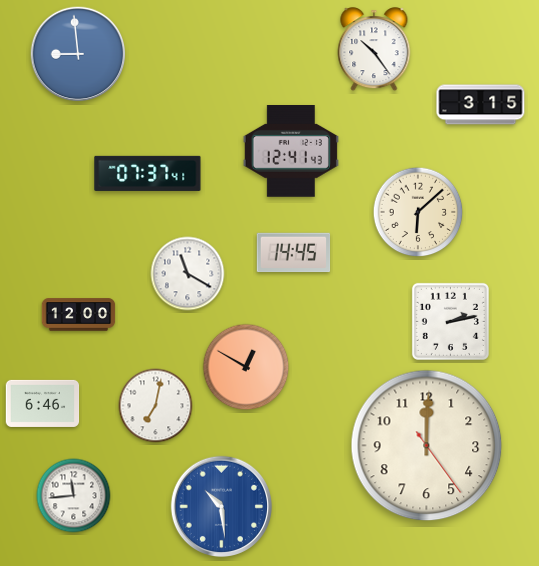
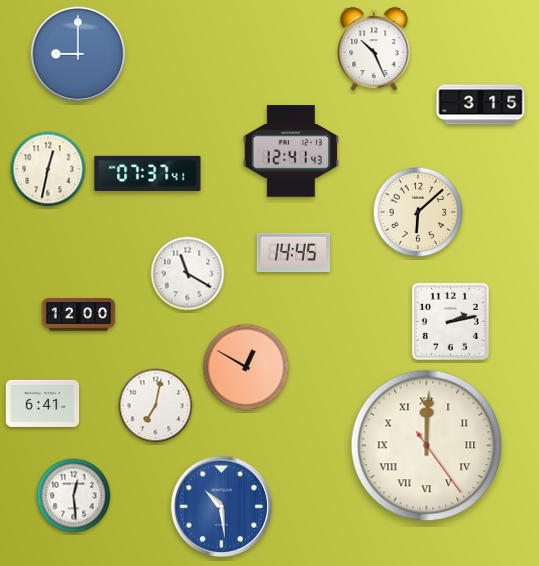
clock at (374, 50): 10:24 -> 10:26
clock at (78, 54): 8:59 -> 9:00
clock at (48, 169): none -> 12:32
clock at (43, 403): 6:46 -> 6:41
clock at (427, 446) numerals: Arabic -> Roman
clock at (74, 496): 11:44 -> 12:29
